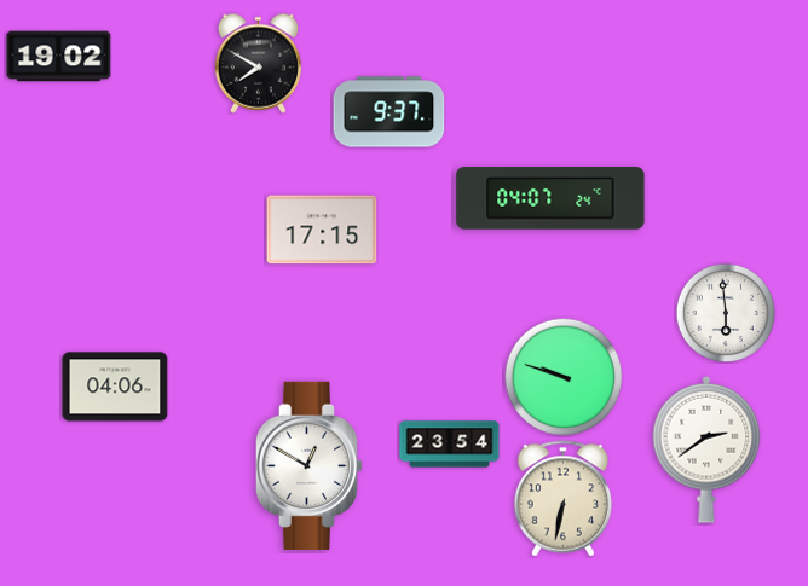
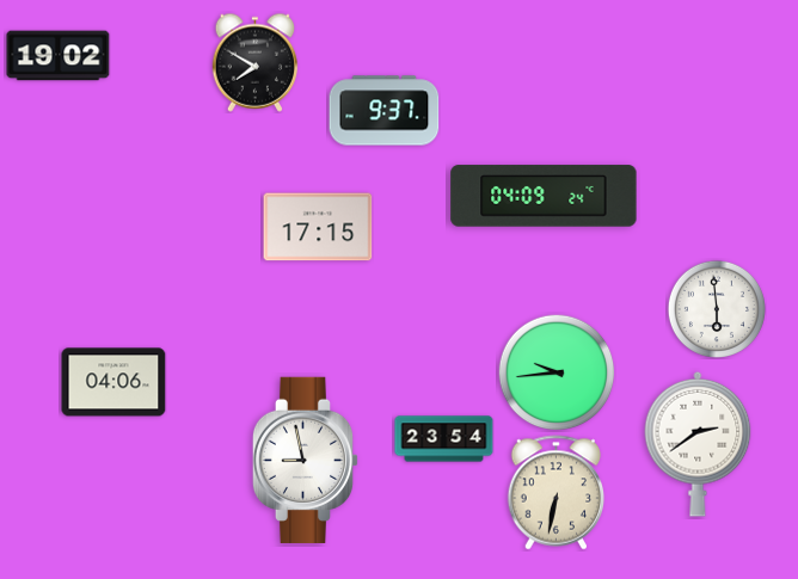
clock at (550, 198): 04:07 -> 04:09
clock at (564, 377): 9:48 -> 9:44
clock at (310, 465): 12:50 -> 8:58
